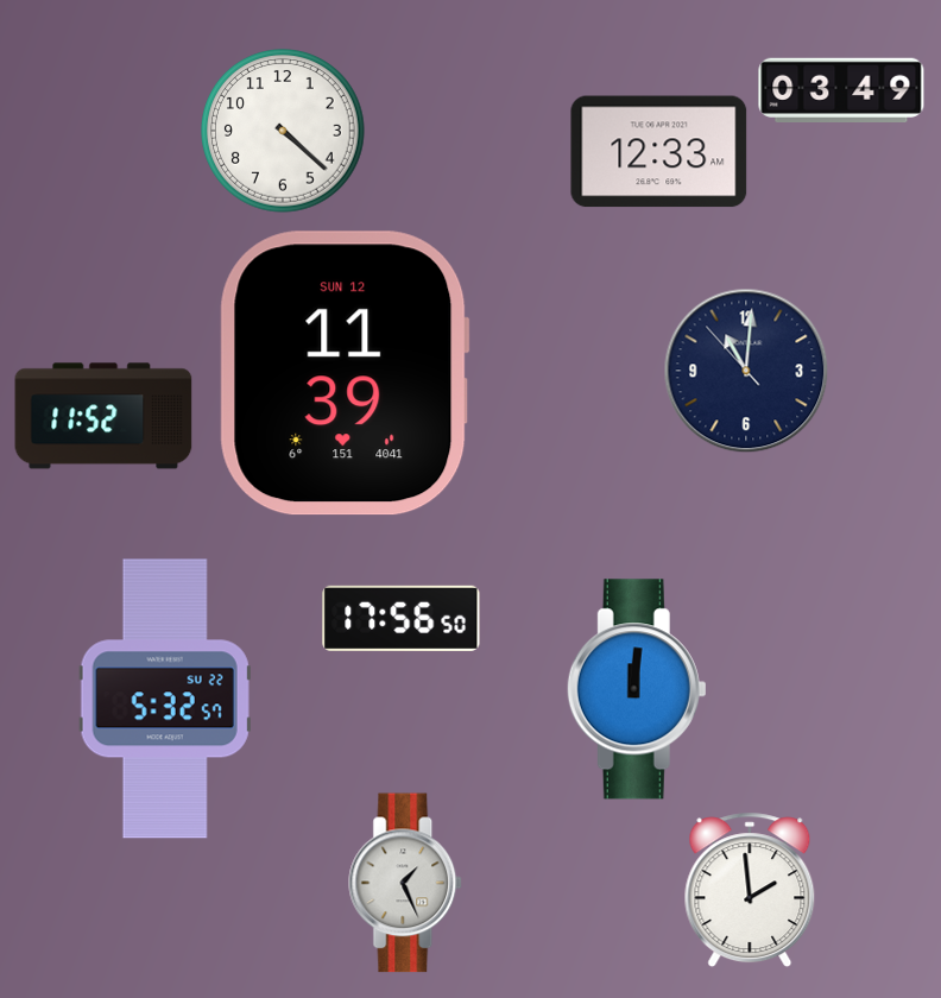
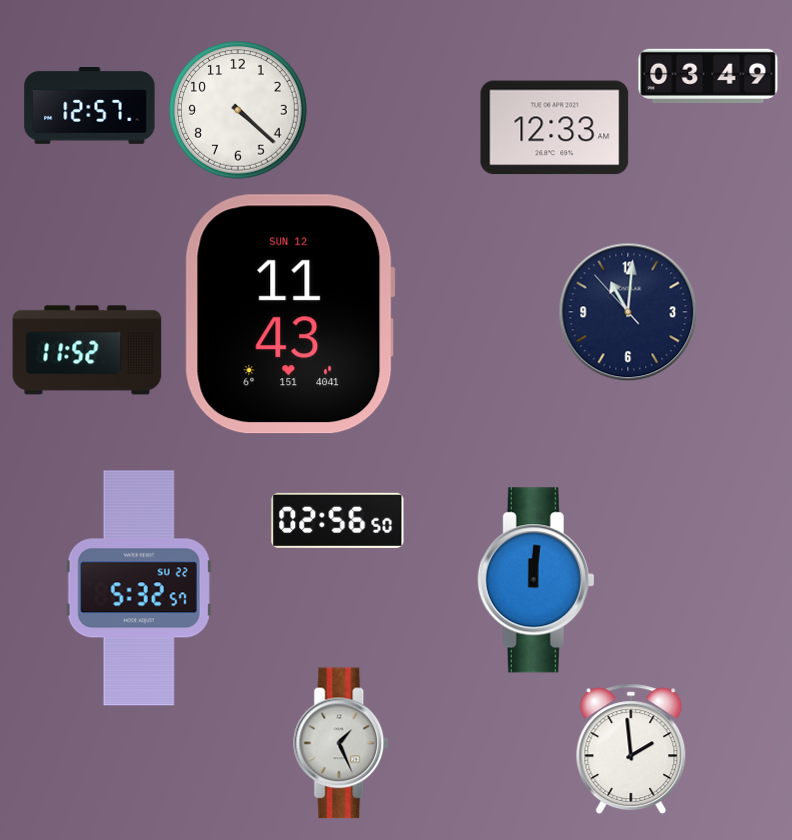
clock at (90, 106): none -> 12:57
clock at (345, 373): 11:39 -> 11:43
clock at (402, 618): 17:56 -> 02:56
